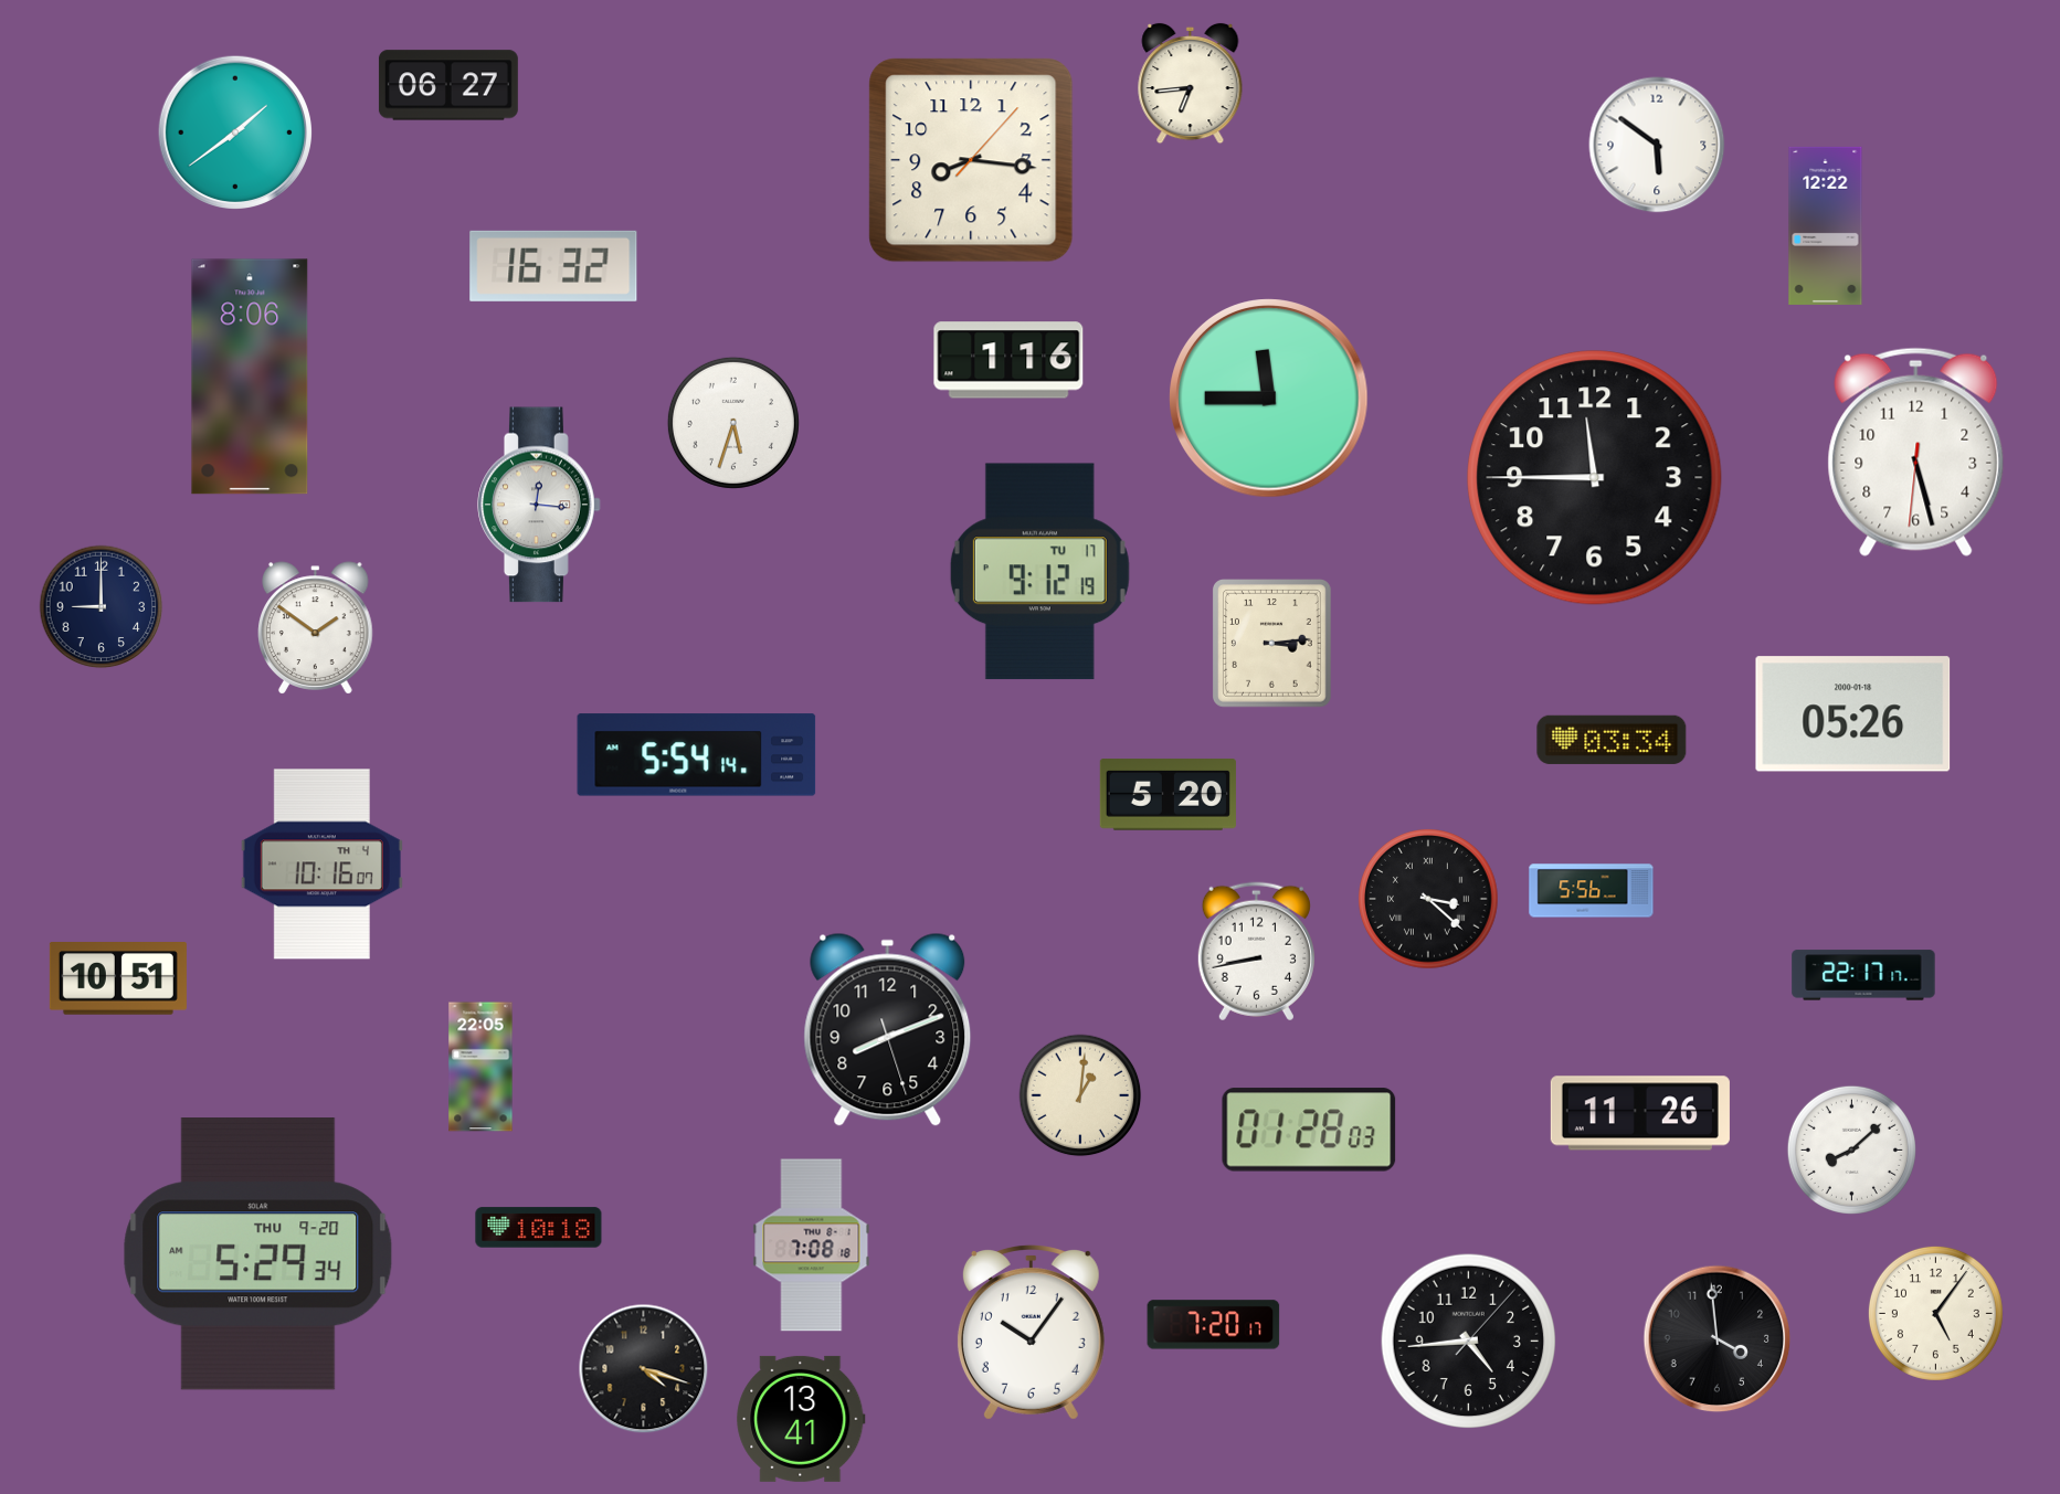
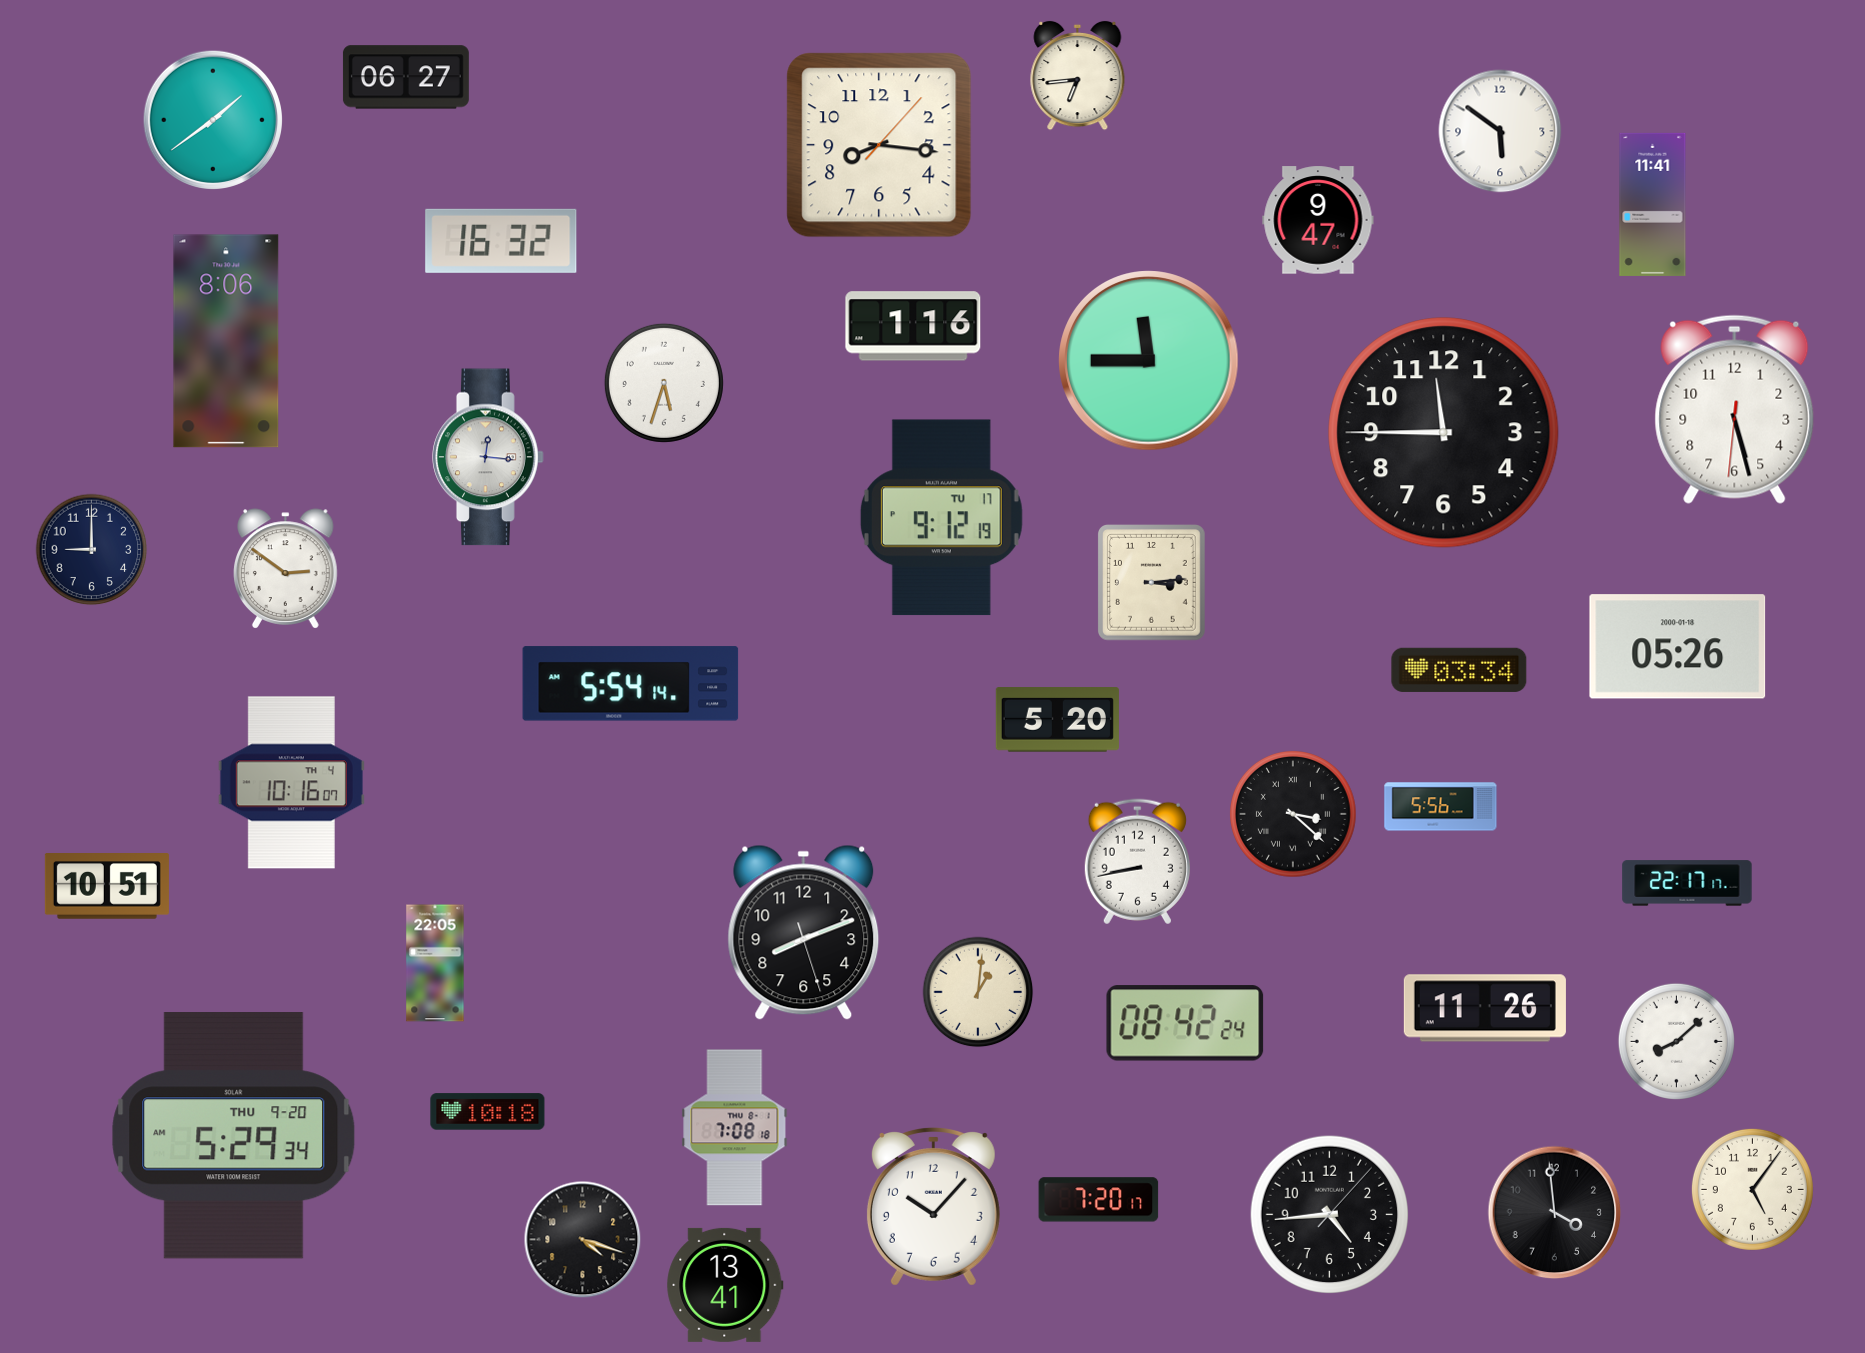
clock at (1826, 225): 12:22 -> 11:41
clock at (1318, 220): none -> 9:47
clock at (316, 628): 1:51 -> 2:51
clock at (480, 1067) position: (480, 1067) -> (435, 963)
clock at (1309, 1130): 01:28 -> 08:42
clock at (1031, 1333): 10:06 -> 10:07
